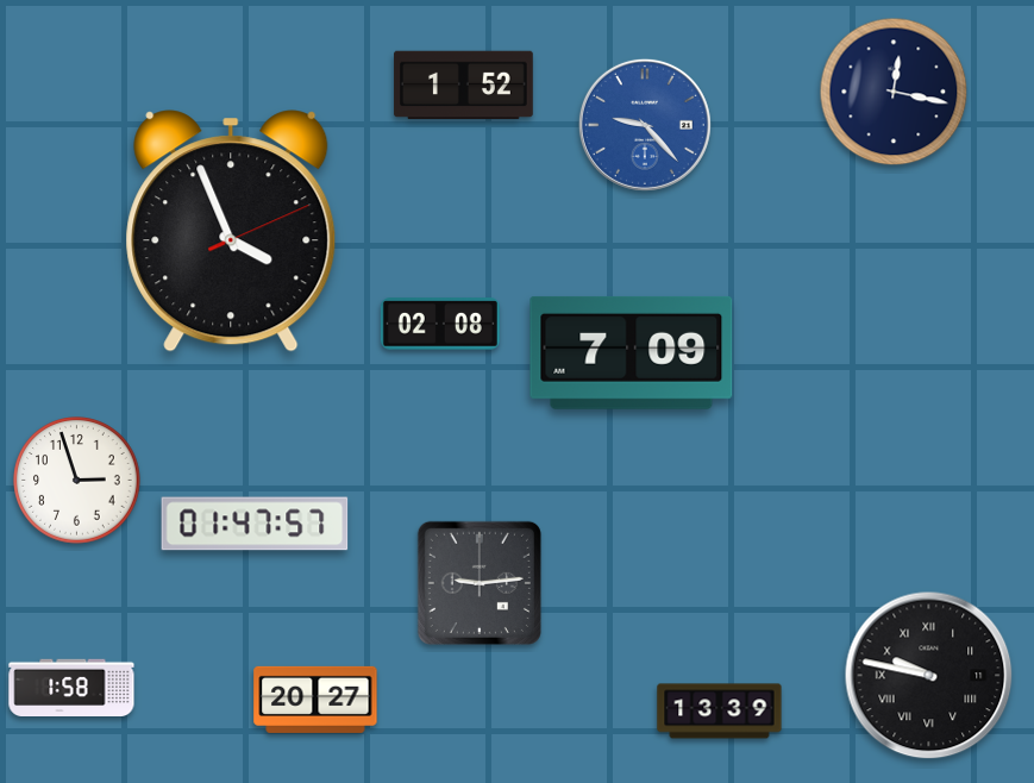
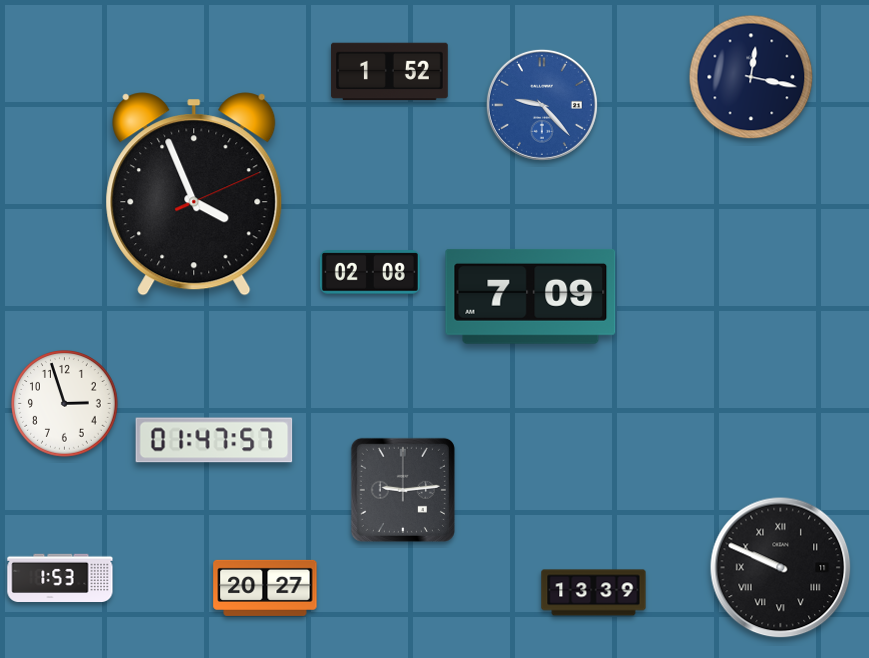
clock at (929, 676): 9:47 -> 9:49
clock at (71, 687): 1:58 -> 1:53
clock at (720, 712) position: (720, 712) -> (594, 593)
